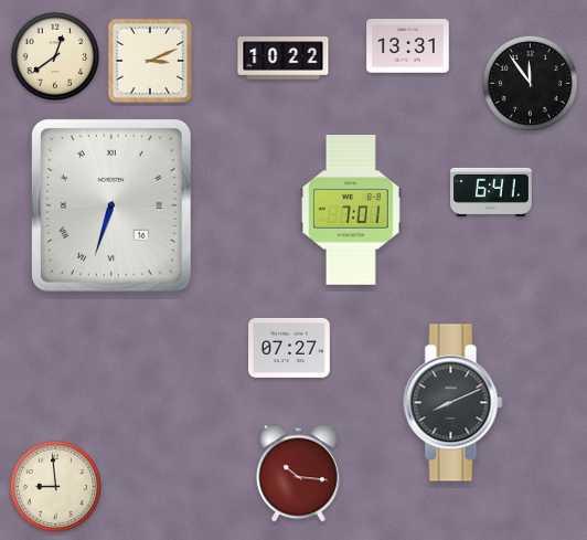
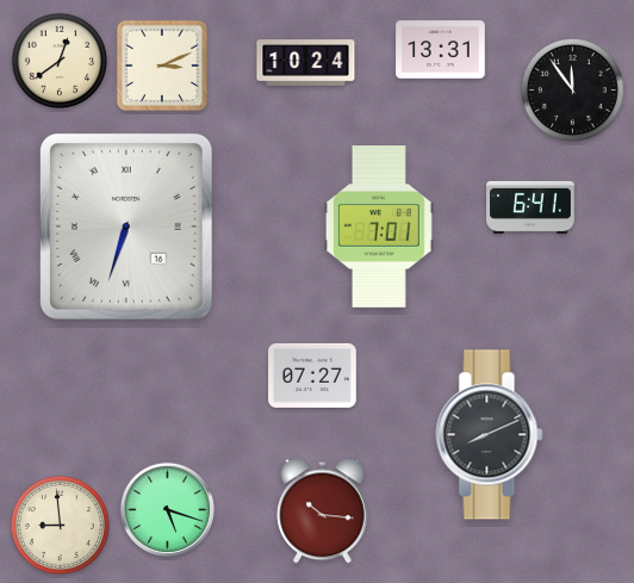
clock at (284, 59): 10:22 -> 10:24
clock at (111, 207) position: (111, 207) -> (126, 228)
clock at (167, 509): none -> 5:18
